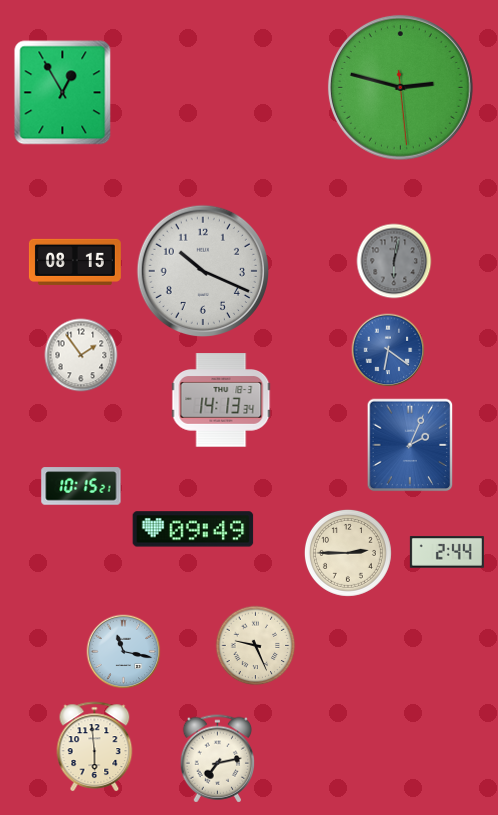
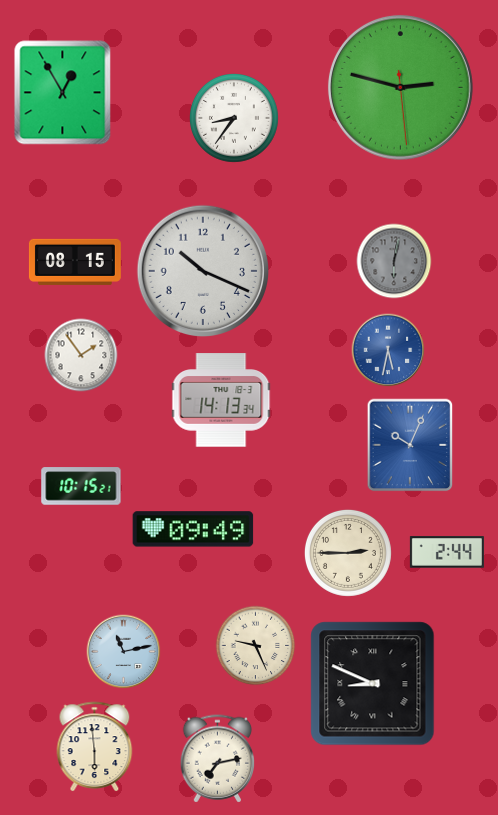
clock at (235, 119): none -> 8:36
clock at (388, 350): 6:21 -> 5:32
clock at (410, 445): 2:04 -> 10:04
clock at (124, 652): 11:17 -> 11:13
clock at (373, 684): none -> 8:49
